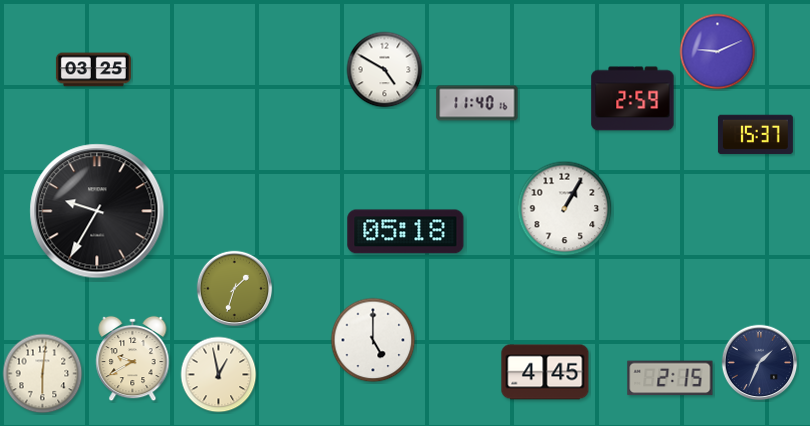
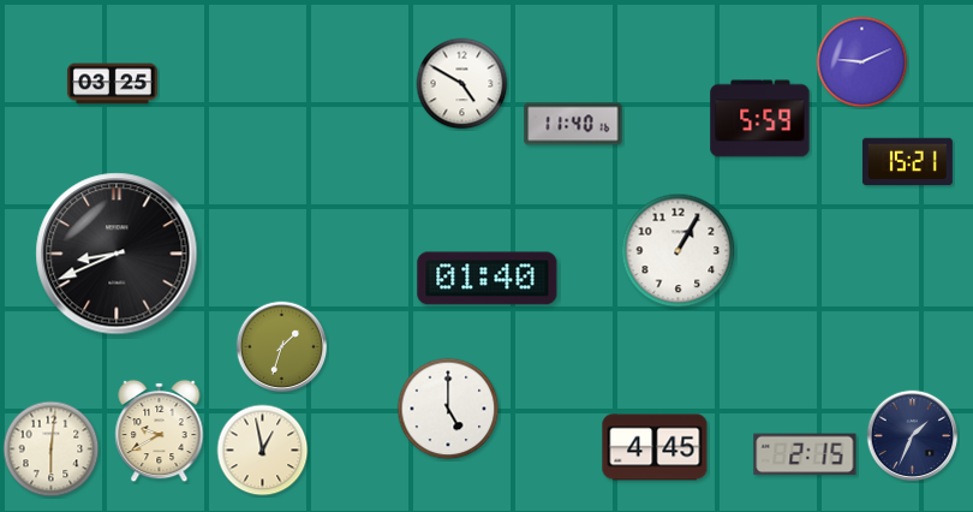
clock at (633, 99): 2:59 -> 5:59
clock at (755, 135): 15:37 -> 15:21
clock at (97, 211): 9:35 -> 8:41
clock at (406, 232): 05:18 -> 01:40
